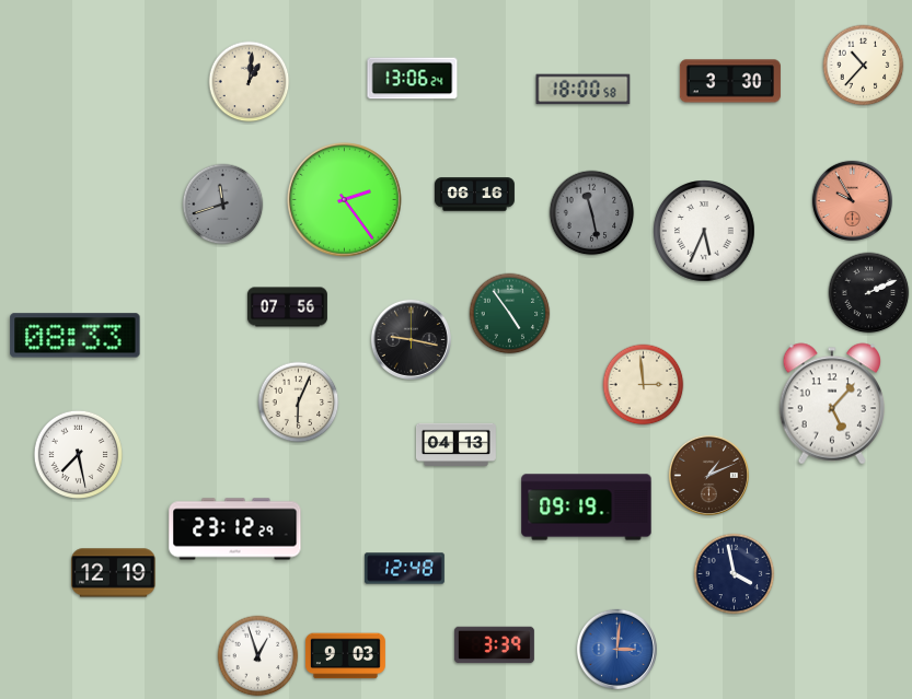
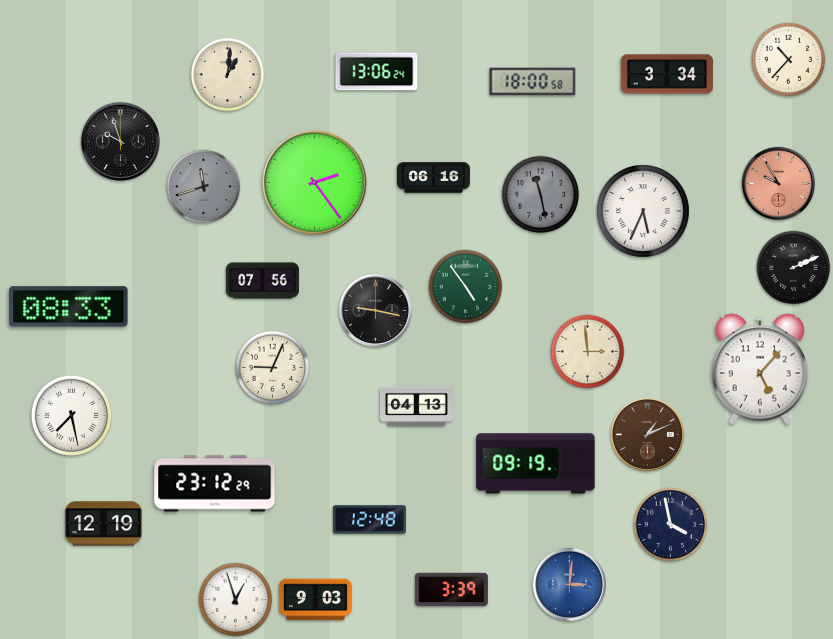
clock at (730, 81): 3:30 -> 3:34
clock at (120, 141): none -> 9:57
clock at (299, 403): 6:04 -> 9:04
clock at (616, 649) position: (616, 649) -> (569, 584)
